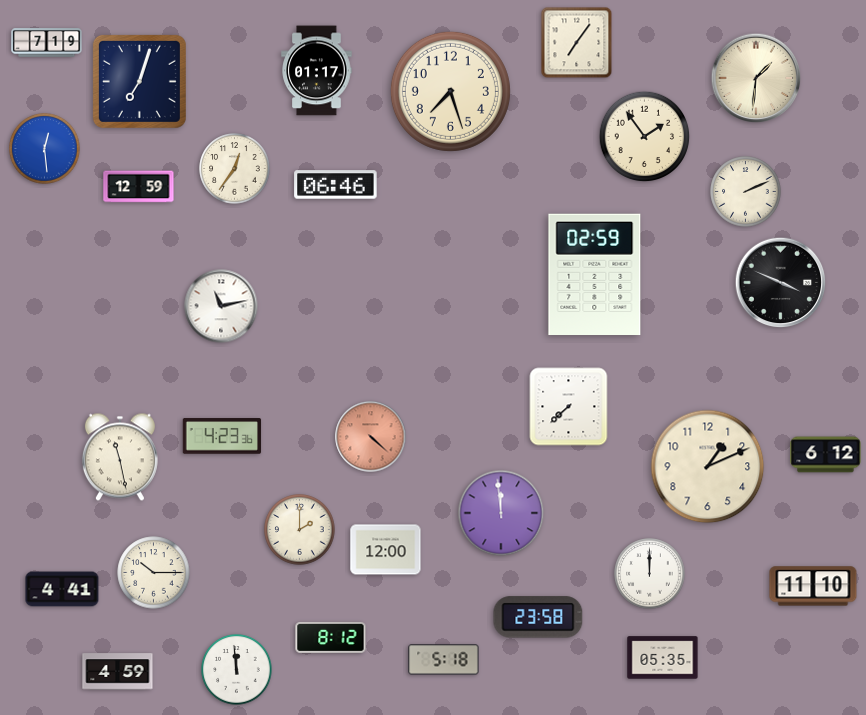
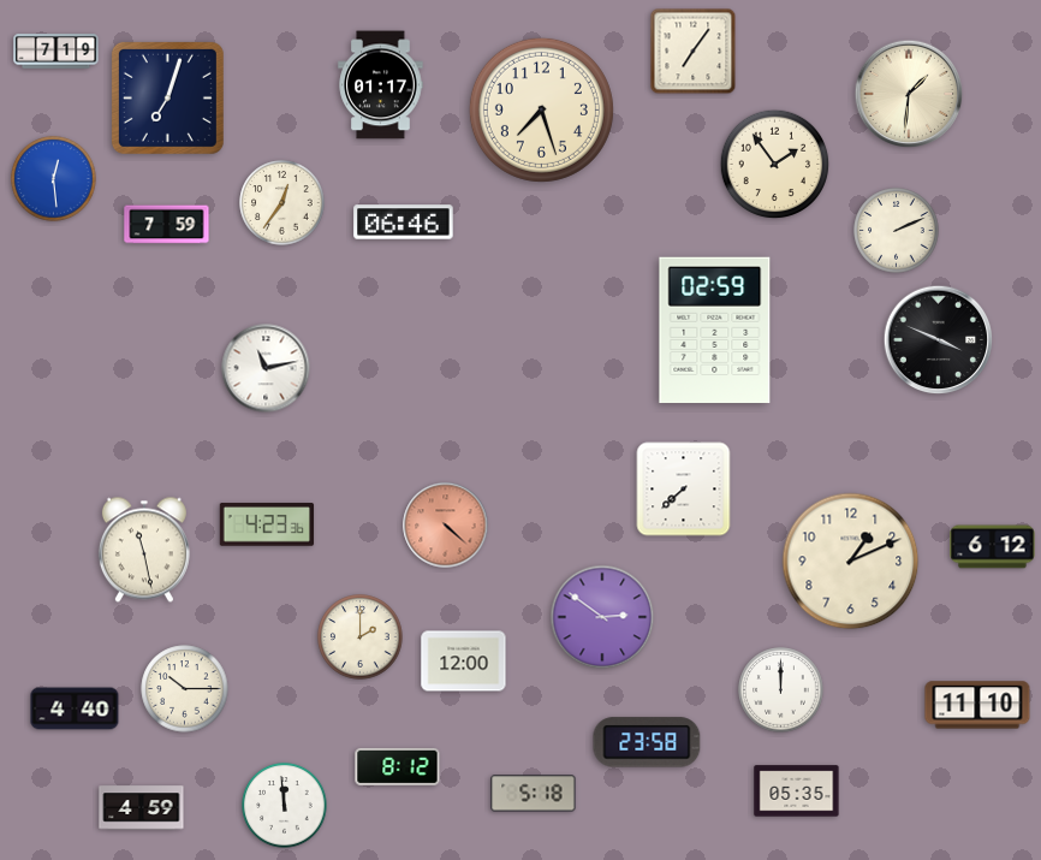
clock at (139, 187): 12:59 -> 7:59
clock at (501, 513): 11:59 -> 2:51
clock at (62, 589): 4:41 -> 4:40
